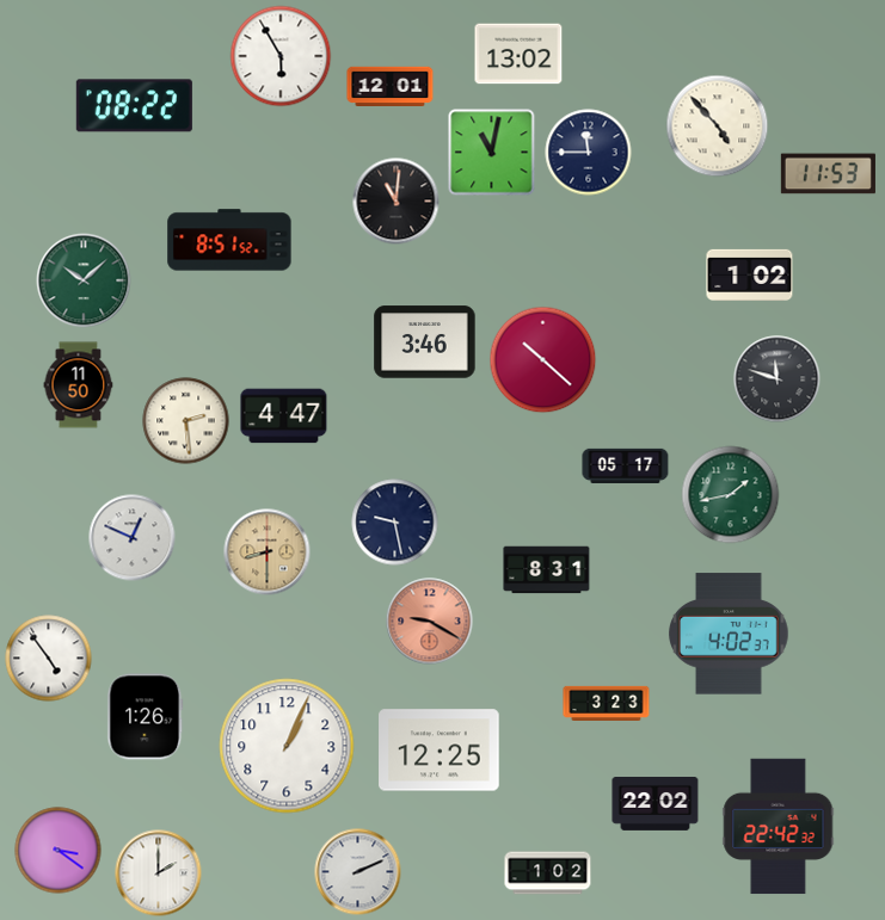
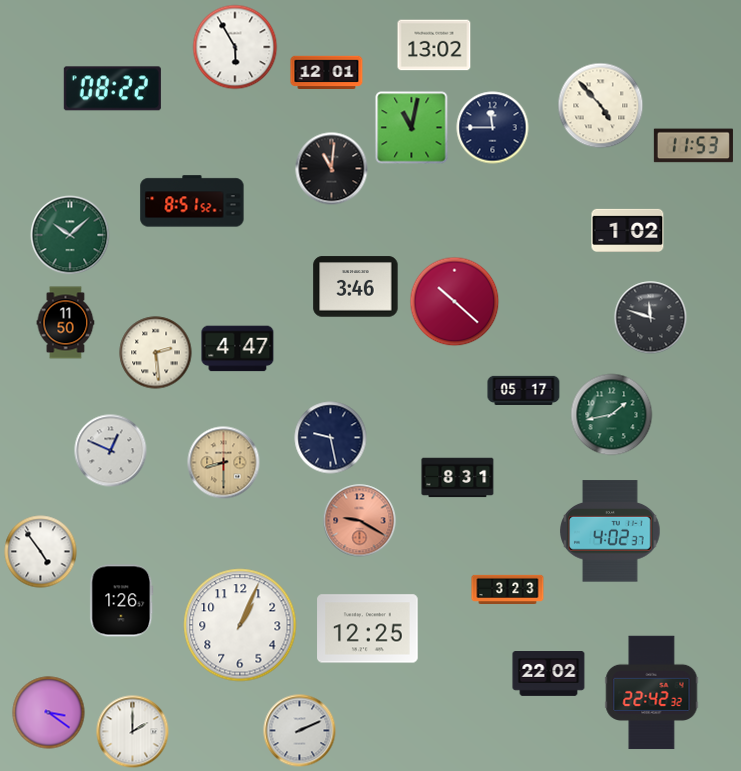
clock at (548, 873): 1:02 -> none
